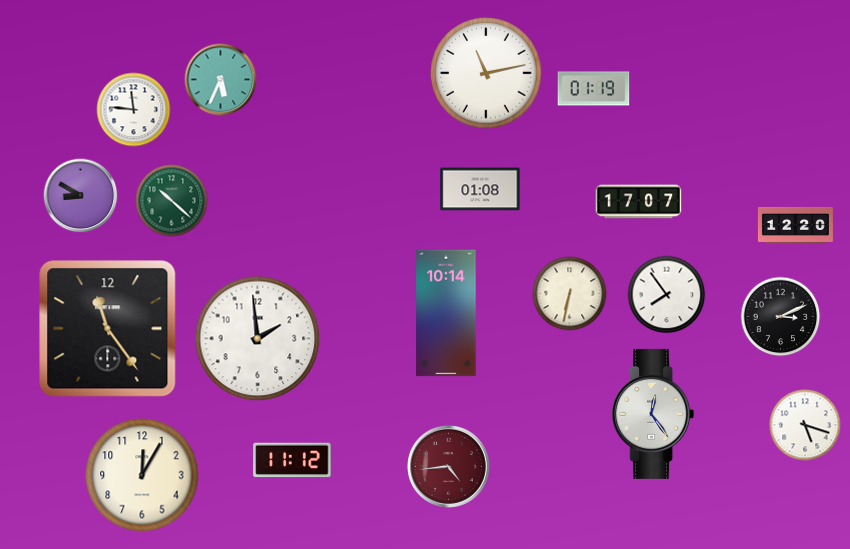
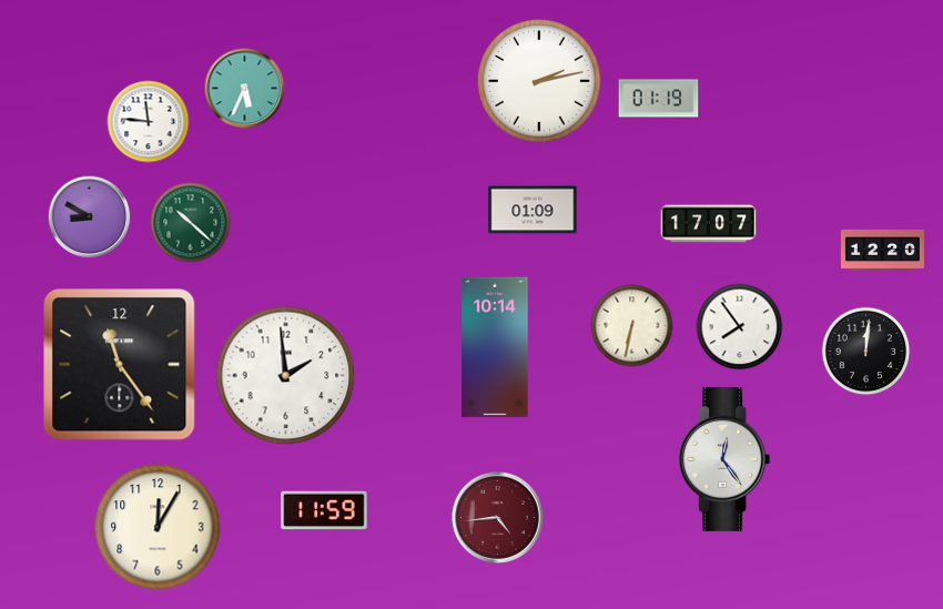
clock at (486, 73): 11:13 -> 2:13
clock at (480, 189): 01:08 -> 01:09
clock at (781, 317): 3:11 -> 12:01
clock at (805, 425): 5:18 -> none
clock at (292, 460): 11:12 -> 11:59
